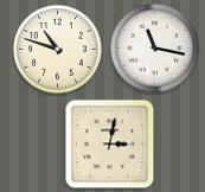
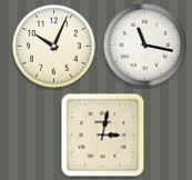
clock at (57, 49): 10:48 -> 10:04
